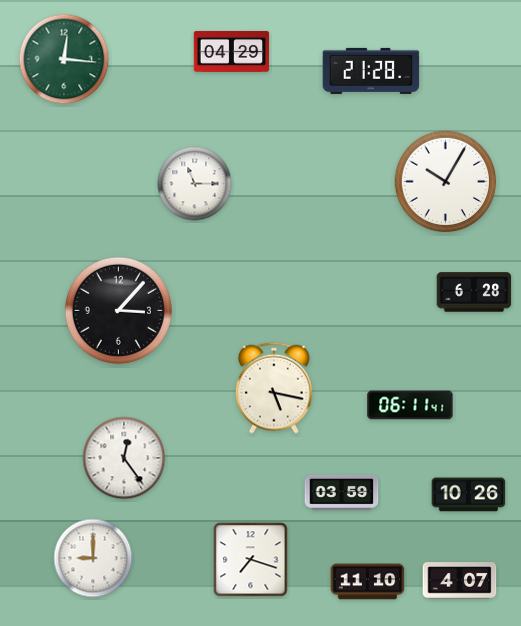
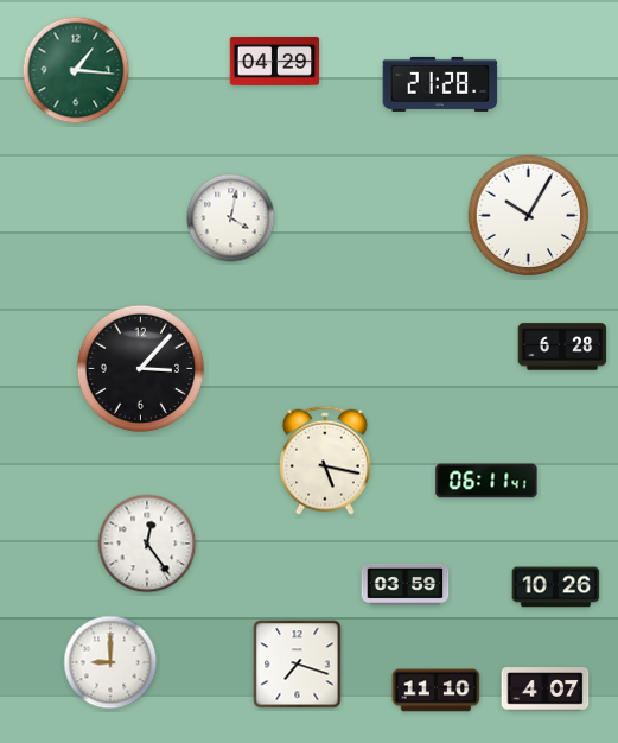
clock at (64, 59): 12:16 -> 1:16
clock at (195, 184): 11:15 -> 4:02
